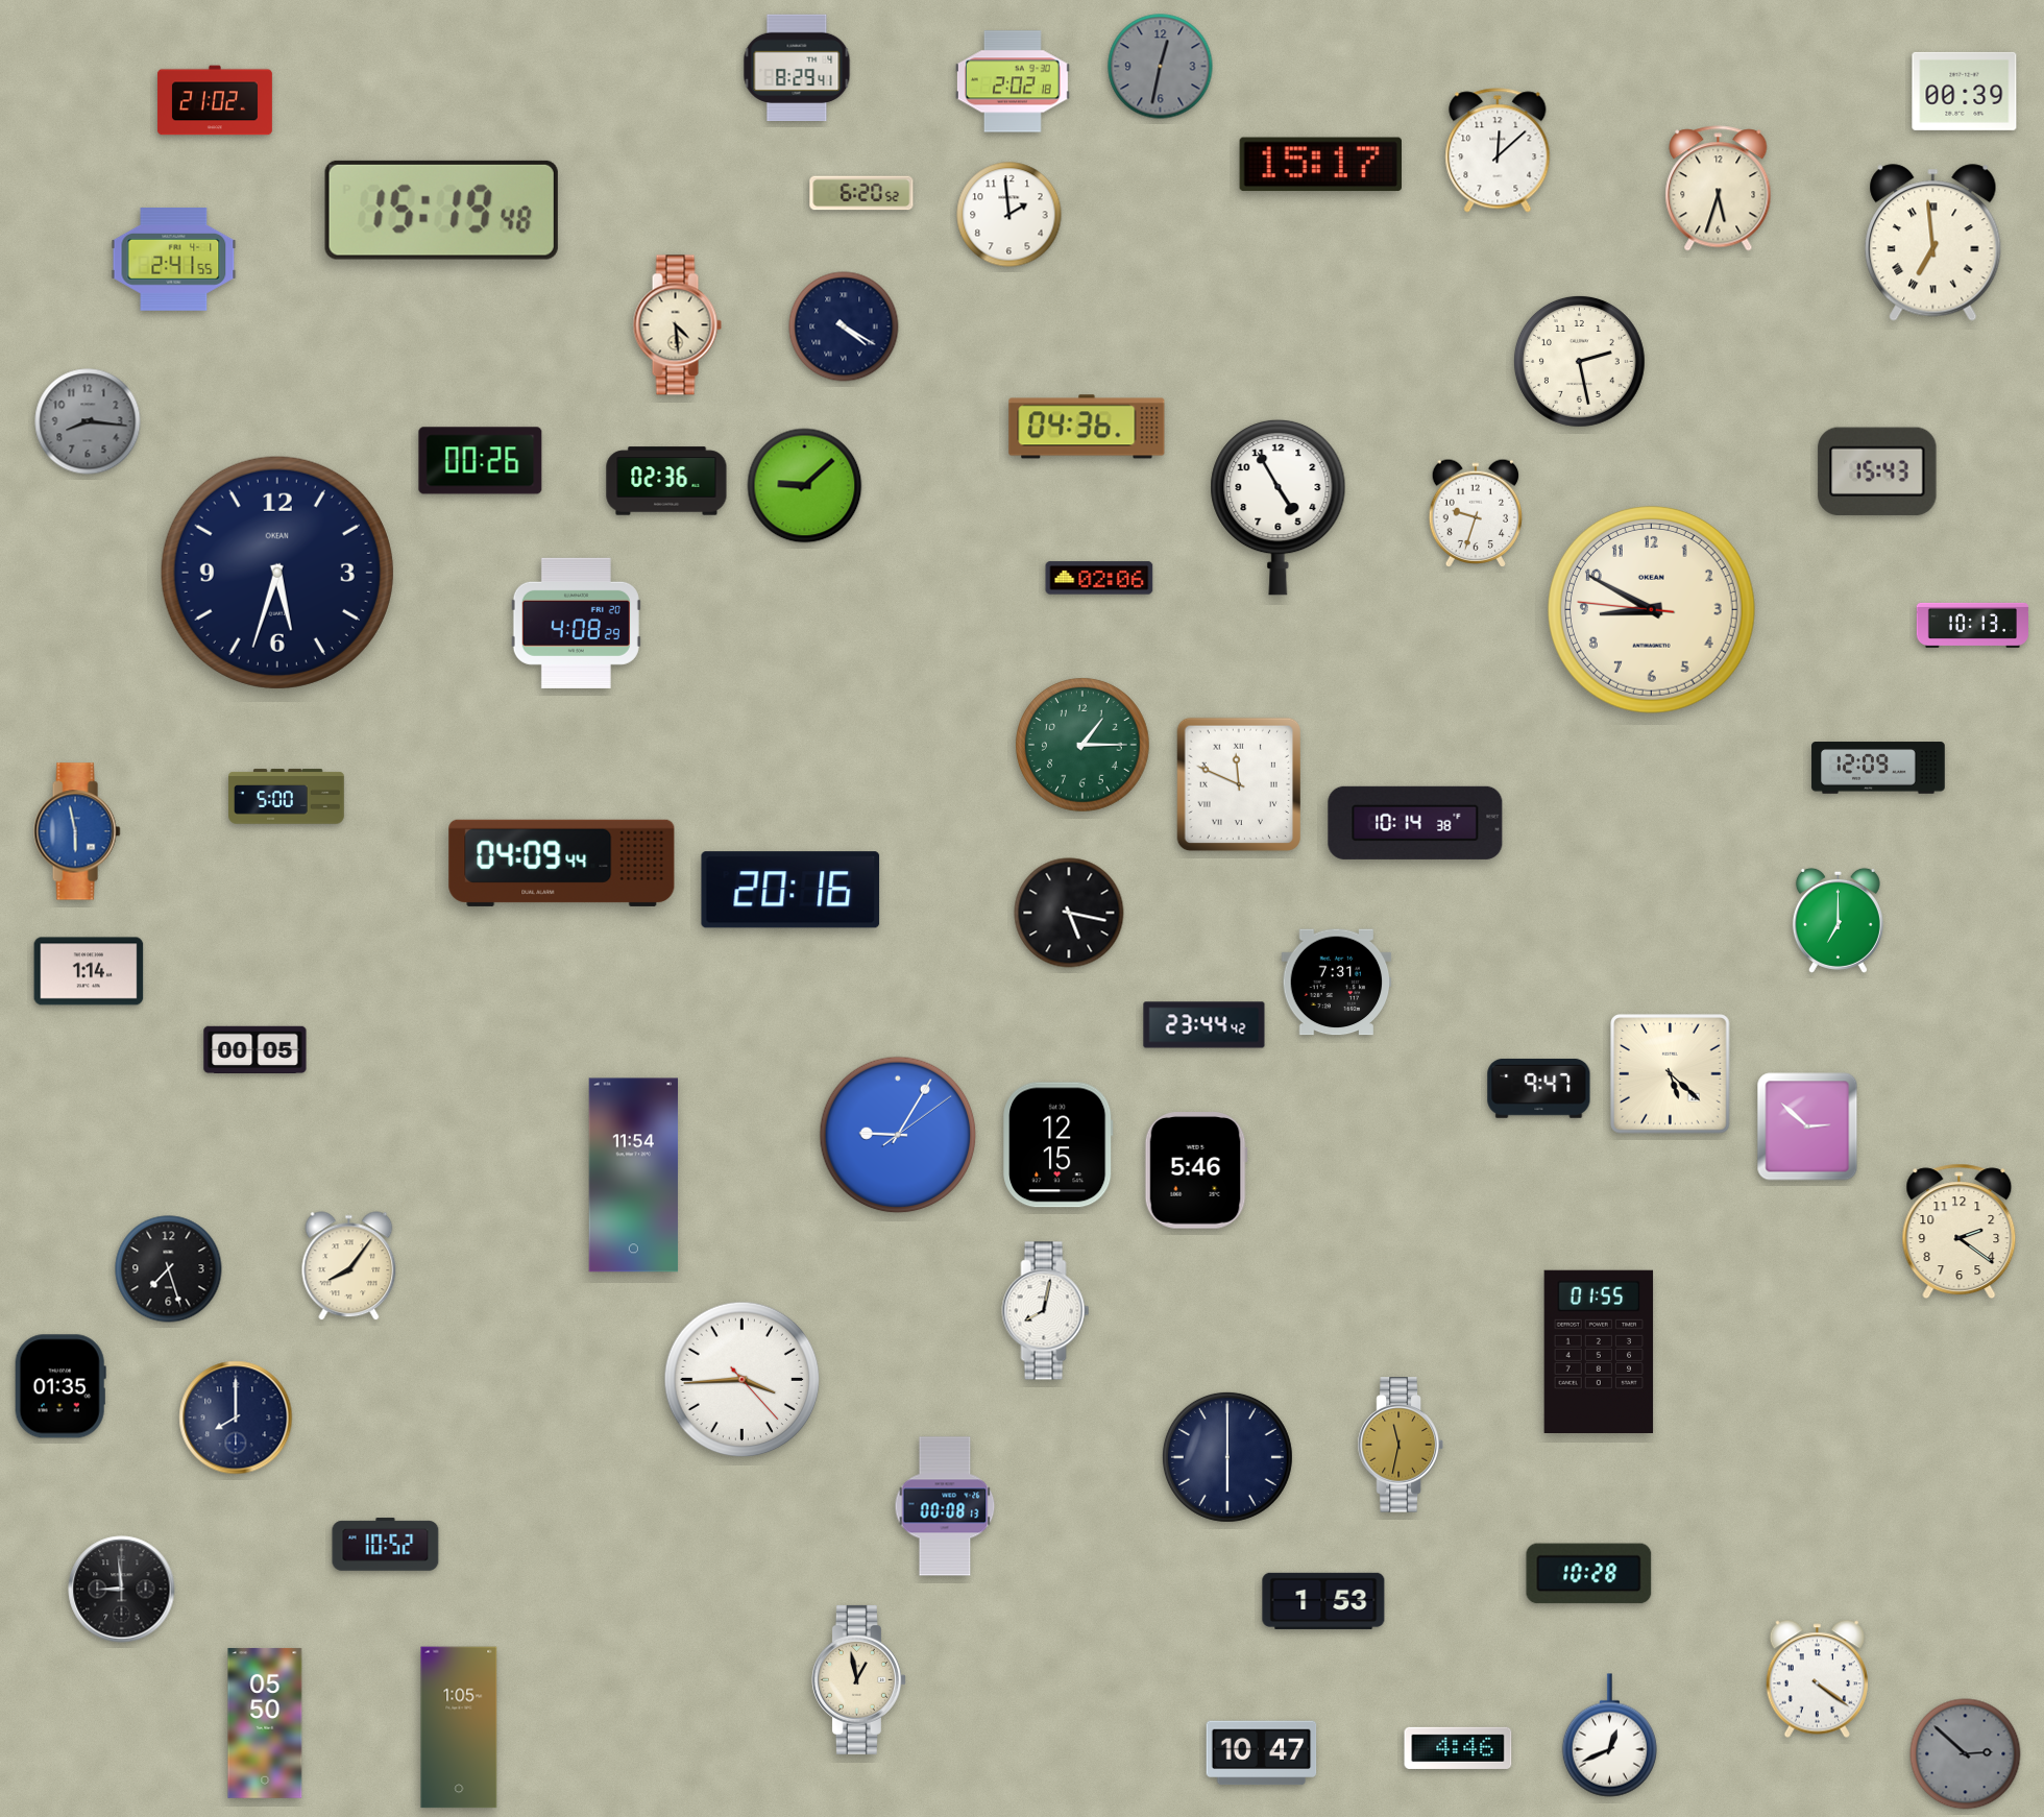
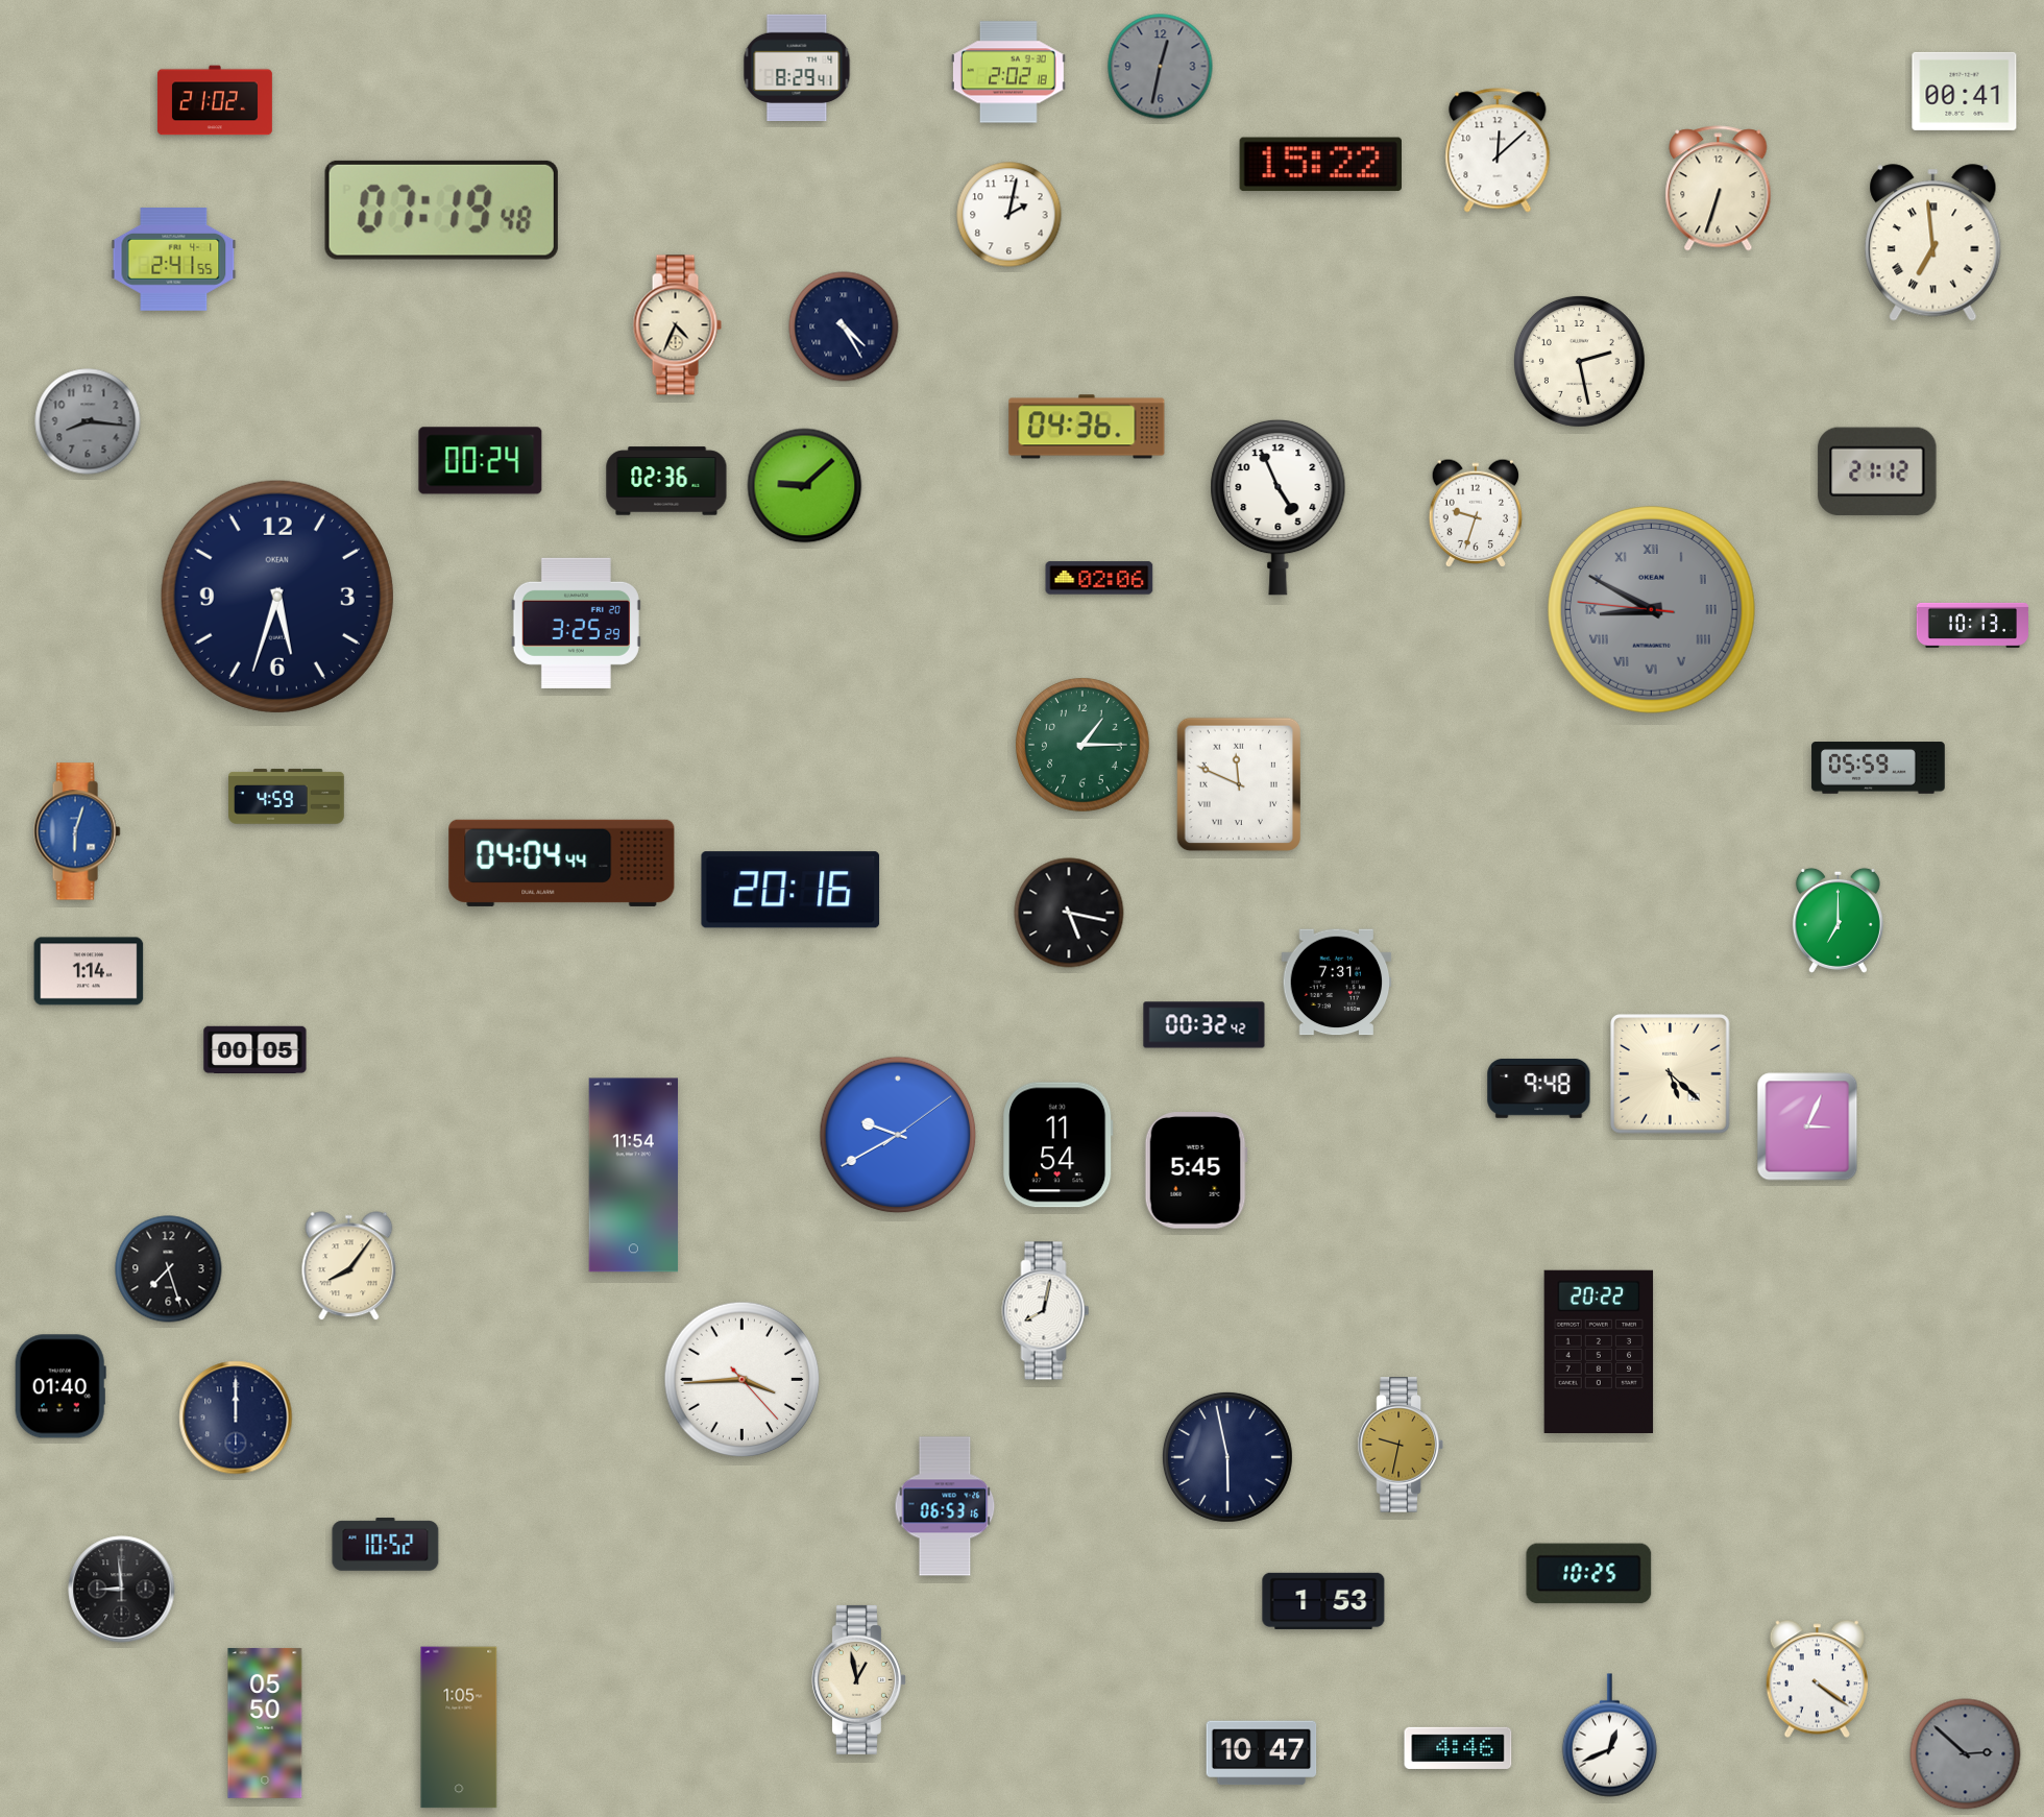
clock at (1013, 81) position: (1013, 81) -> (1008, 72)
clock at (1965, 91): 00:39 -> 00:41
clock at (1320, 165): 15:17 -> 15:22
clock at (1719, 189): 5:33 -> 6:33
clock at (861, 193): 6:20 -> none
clock at (441, 210): 15:19 -> 07:19
clock at (1009, 215): 1:59 -> 2:02
clock at (677, 325): 4:29 -> 4:34
clock at (844, 326): 4:20 -> 4:25
clock at (481, 461): 00:26 -> 00:24
clock at (1877, 471): 15:43 -> 21:12
clock at (1279, 507): 4:55 -> 4:56
clock at (277, 573) position: (277, 573) -> (277, 597)
clock at (1651, 609) dial: cream -> grey
clock at (1651, 609) numerals: Arabic -> Roman
clock at (576, 623): 4:08 -> 3:25
clock at (1878, 768): 12:09 -> 05:59
clock at (287, 797): 5:00 -> 4:59
clock at (1415, 823): 10:14 -> none
clock at (77, 831): 5:58 -> 6:03
clock at (562, 863): 04:09 -> 04:04
clock at (1204, 1025): 23:44 -> 00:32
clock at (1539, 1088): 9:47 -> 9:48
clock at (1807, 1126): 2:52 -> 3:04
clock at (898, 1135): 9:05 -> 9:40
clock at (1058, 1145): 12:15 -> 11:54
clock at (1196, 1170): 5:46 -> 5:45
clock at (1960, 1232): 2:21 -> none
clock at (1599, 1351): 01:55 -> 20:22
clock at (60, 1386): 01:35 -> 01:40
clock at (236, 1418): 8:00 -> 12:00
clock at (1401, 1445): 11:32 -> 9:32
clock at (1227, 1457): 6:00 -> 5:58
clock at (945, 1506): 00:08 -> 06:53
clock at (1589, 1574): 10:28 -> 10:25
